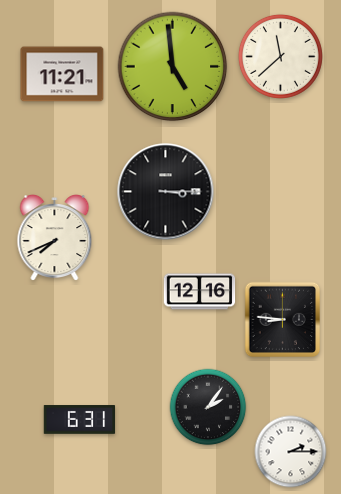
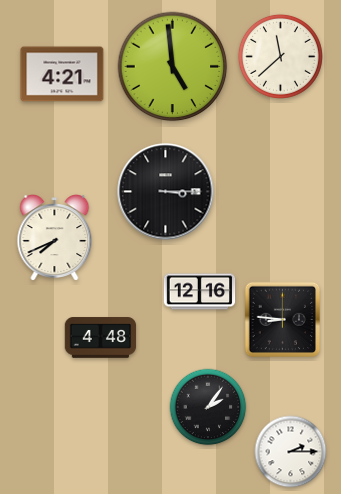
clock at (62, 74): 11:21 -> 4:21
clock at (101, 338): none -> 4:48
clock at (80, 420): 6:31 -> none
